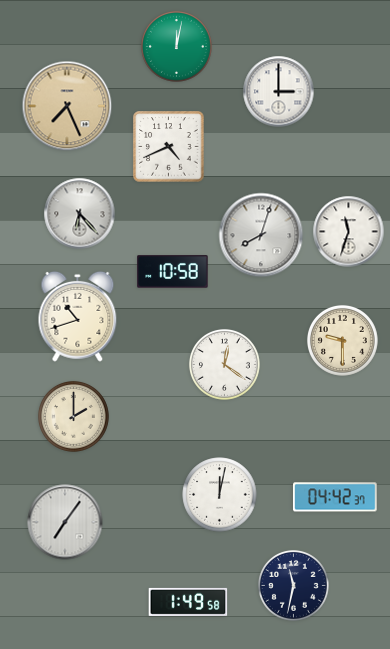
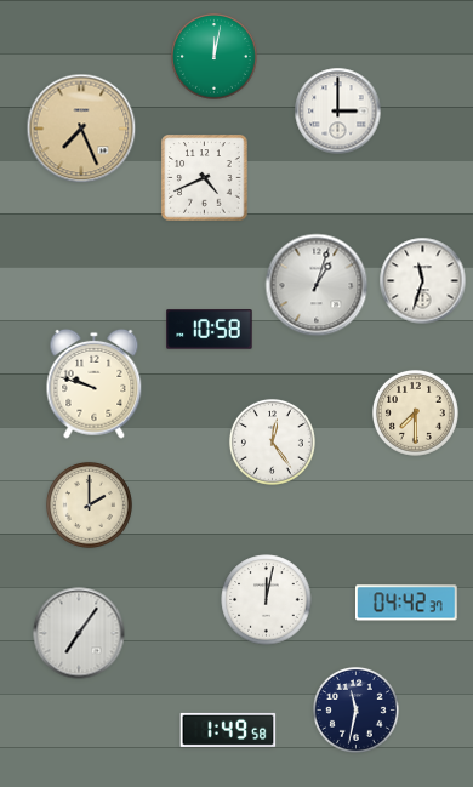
clock at (80, 214): 6:23 -> none
clock at (261, 235): 8:03 -> 1:03
clock at (78, 316): 10:42 -> 9:48
clock at (342, 340): 9:30 -> 7:30
clock at (224, 364): 12:21 -> 12:24
